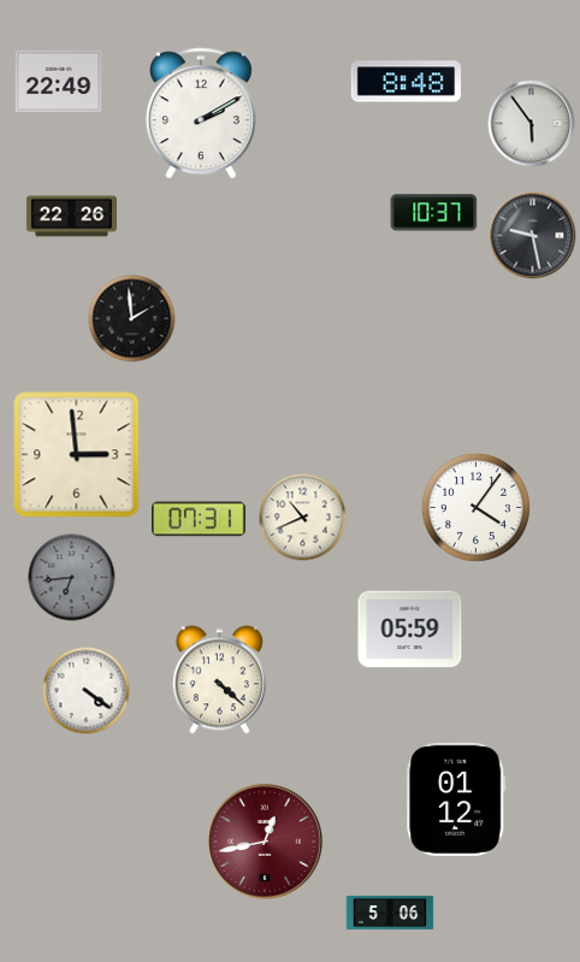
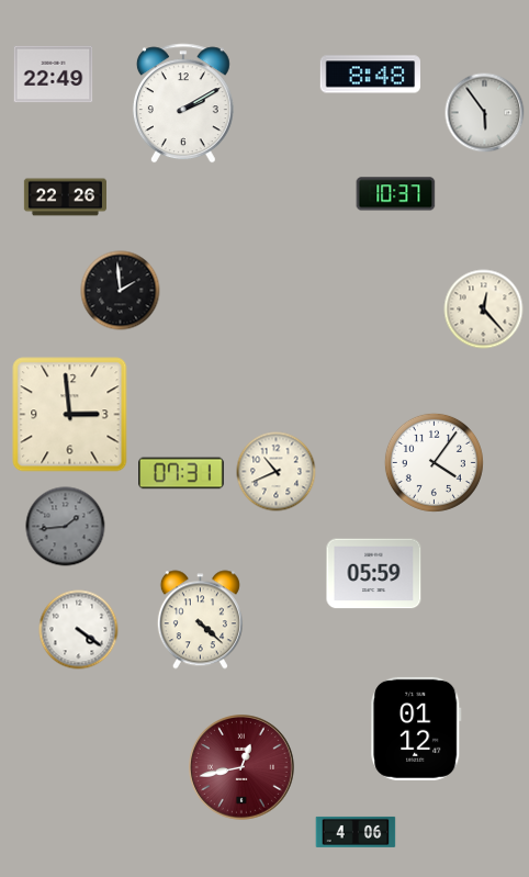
clock at (533, 236): 9:28 -> none
clock at (484, 310): none -> 12:23
clock at (72, 578): 6:44 -> 1:44
clock at (390, 913): 5:06 -> 4:06
